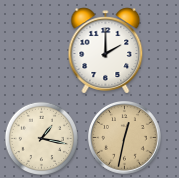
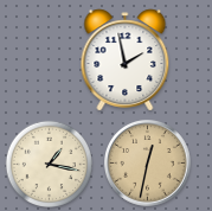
clock at (106, 51): 2:00 -> 1:58
